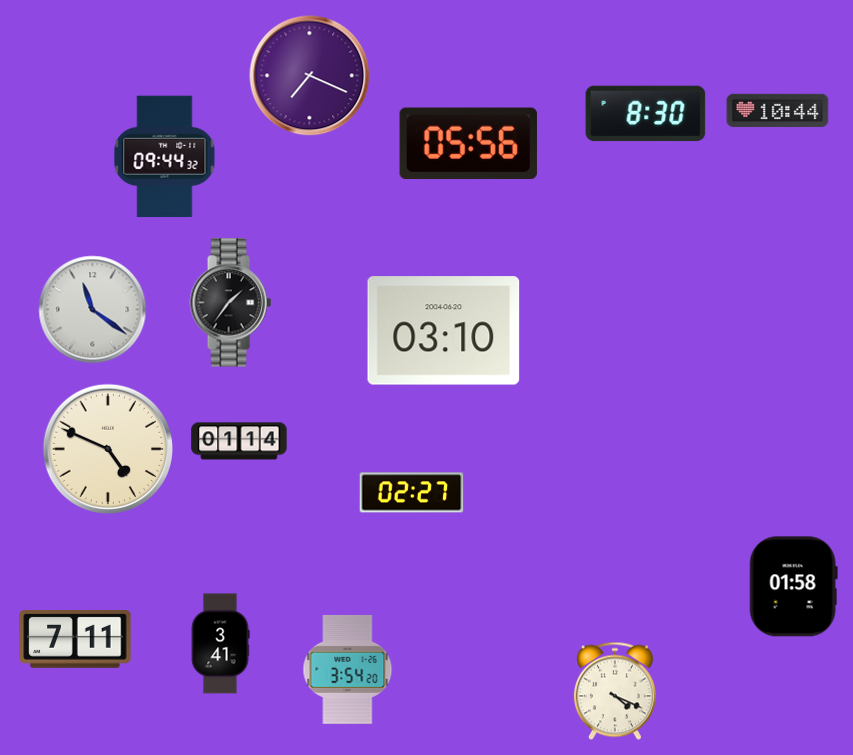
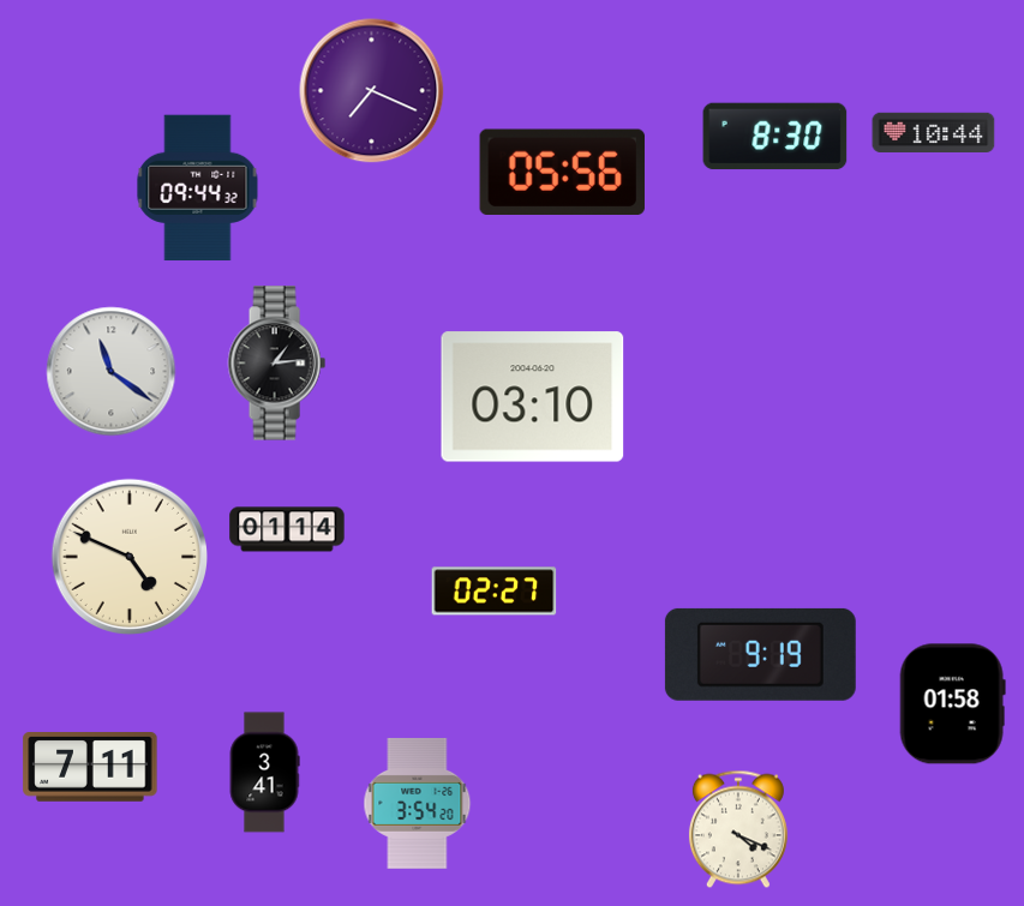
clock at (230, 303): 1:36 -> 1:14
clock at (108, 449) position: (108, 449) -> (130, 557)
clock at (760, 654): none -> 9:19
